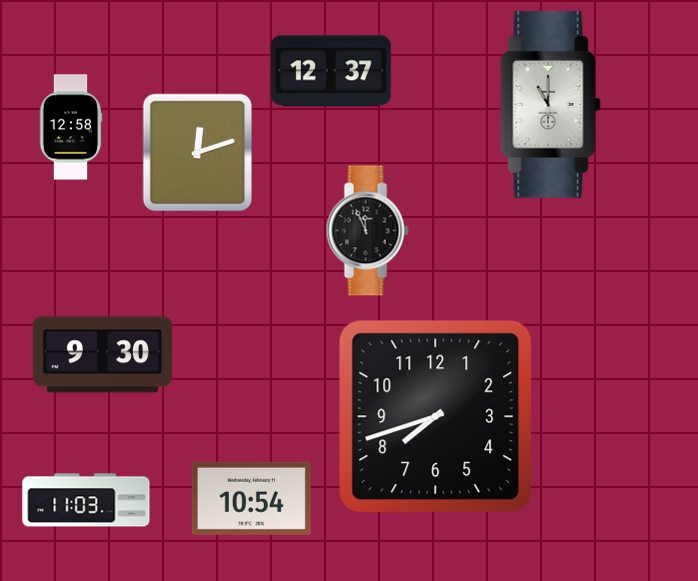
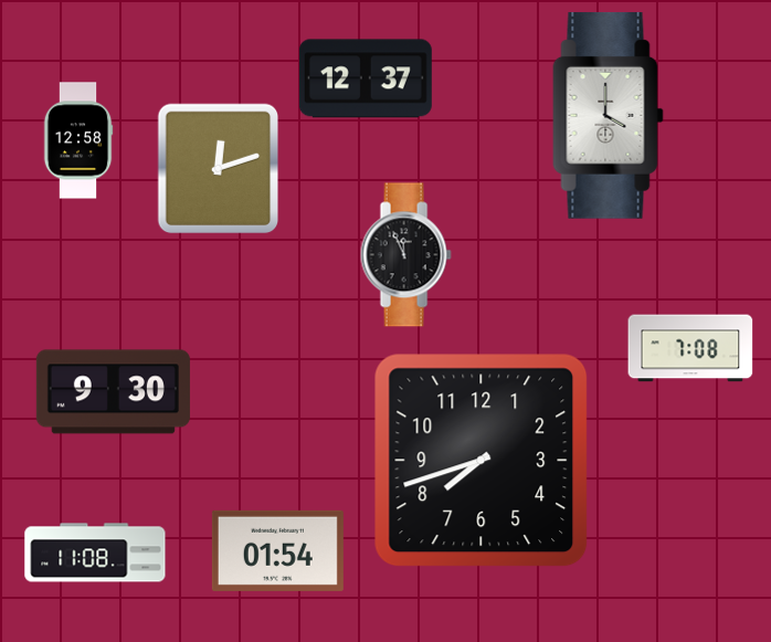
clock at (551, 104): 11:00 -> 4:00
clock at (690, 348): none -> 7:08
clock at (251, 498): 10:54 -> 01:54
clock at (86, 500): 11:03 -> 11:08
